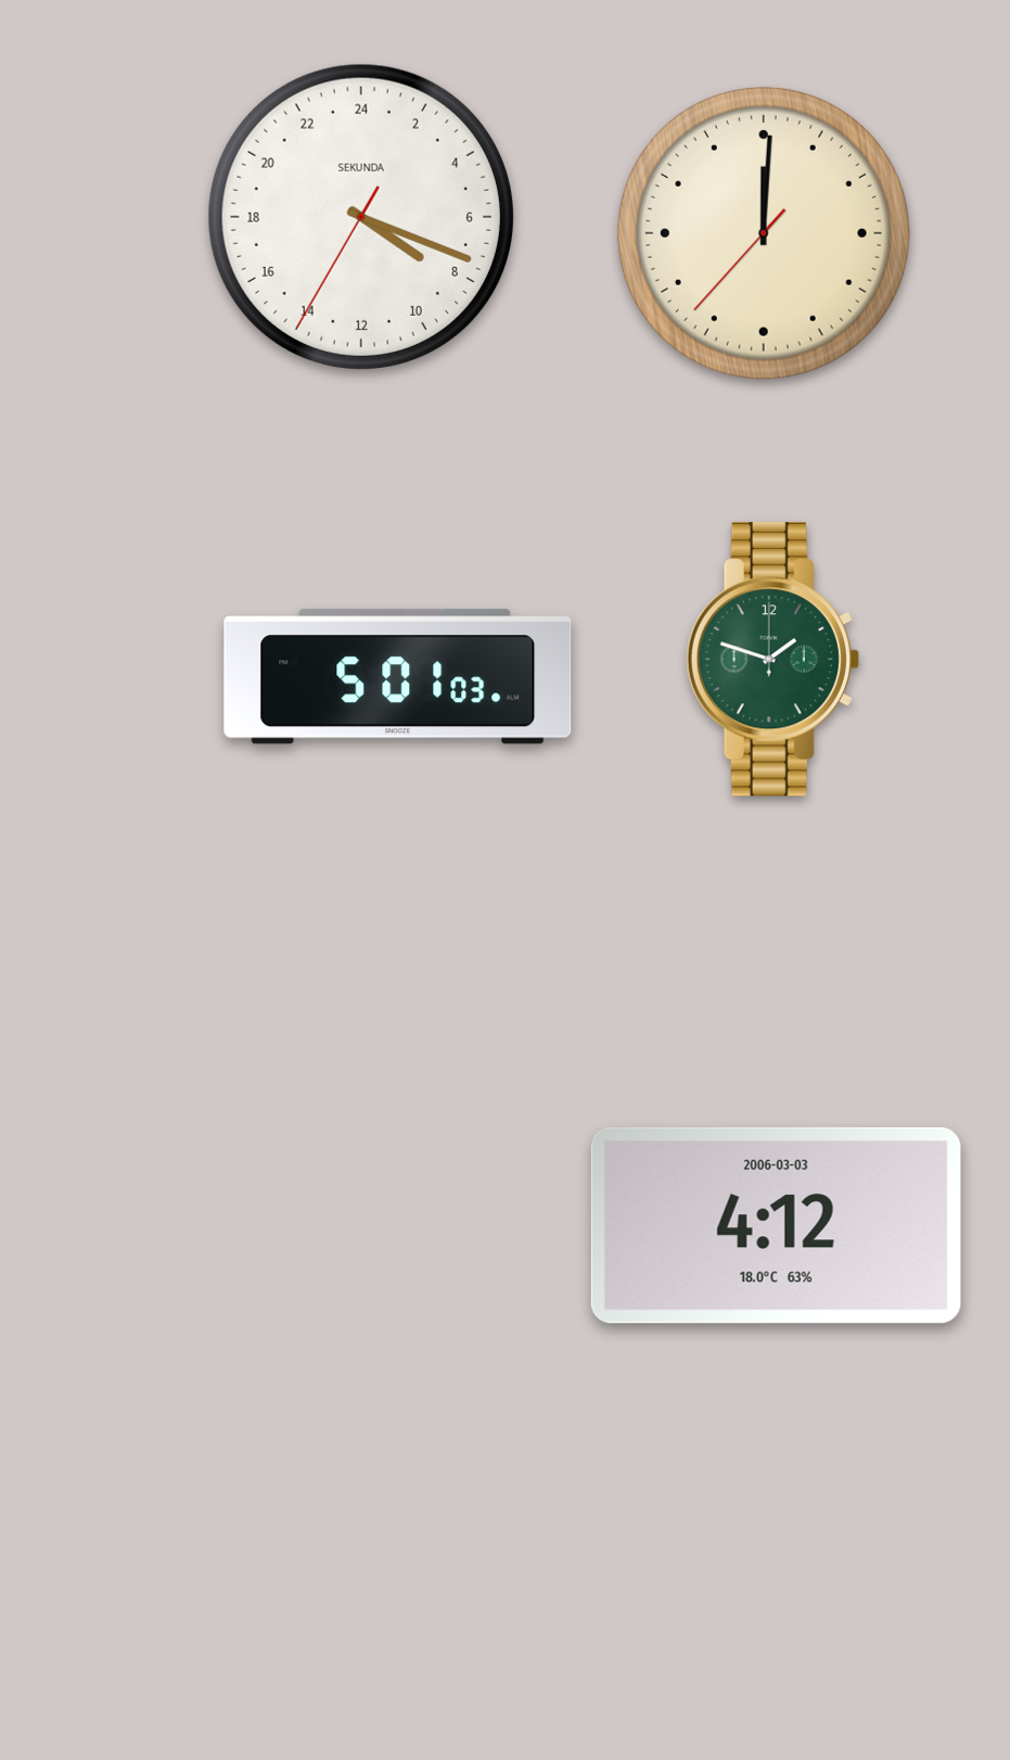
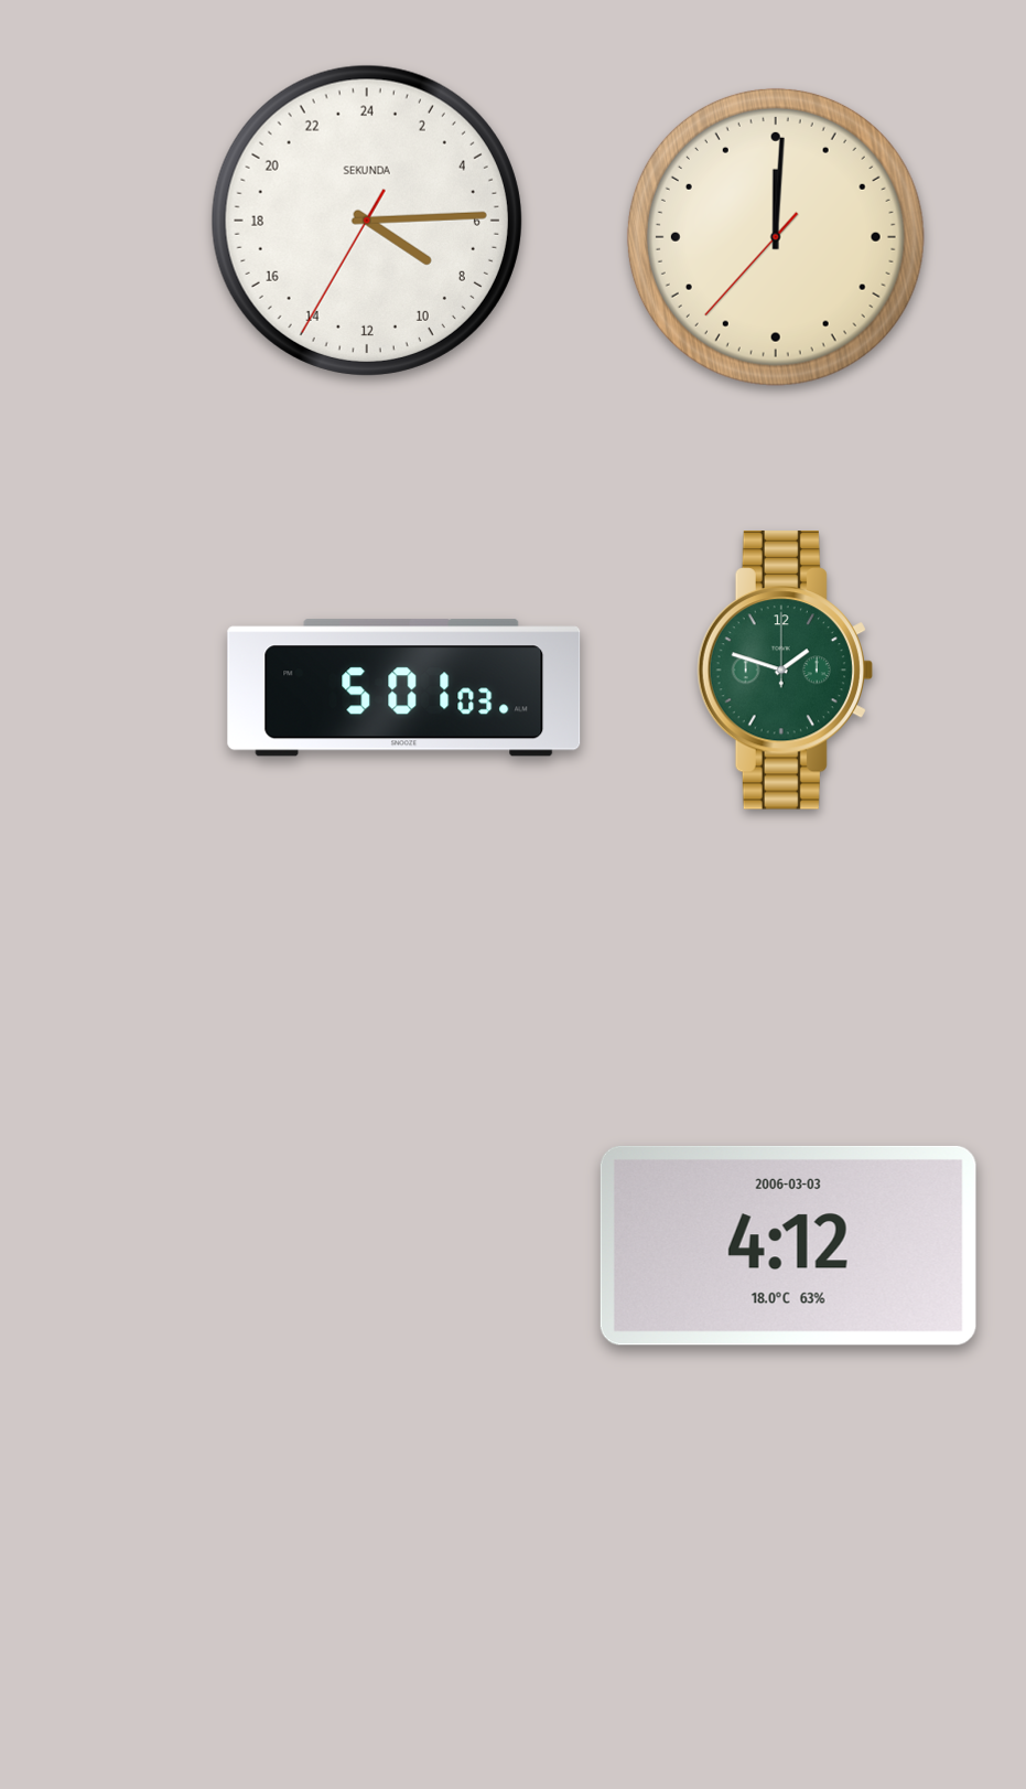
clock at (361, 217): 8:18 -> 8:14
